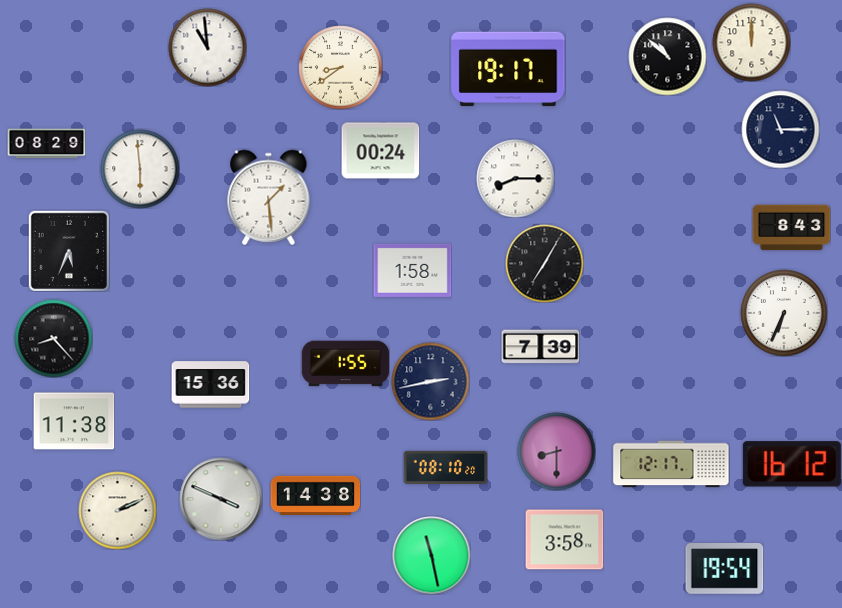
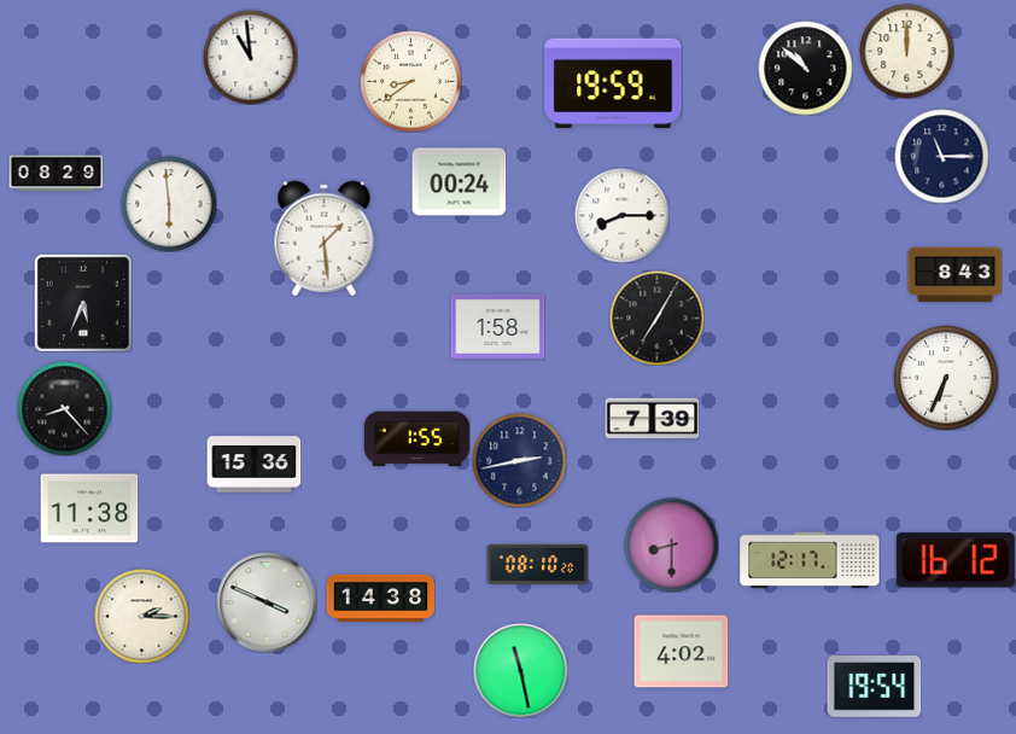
clock at (508, 69): 19:17 -> 19:59
clock at (117, 510): 2:11 -> 2:15
clock at (564, 540): 3:58 -> 4:02
